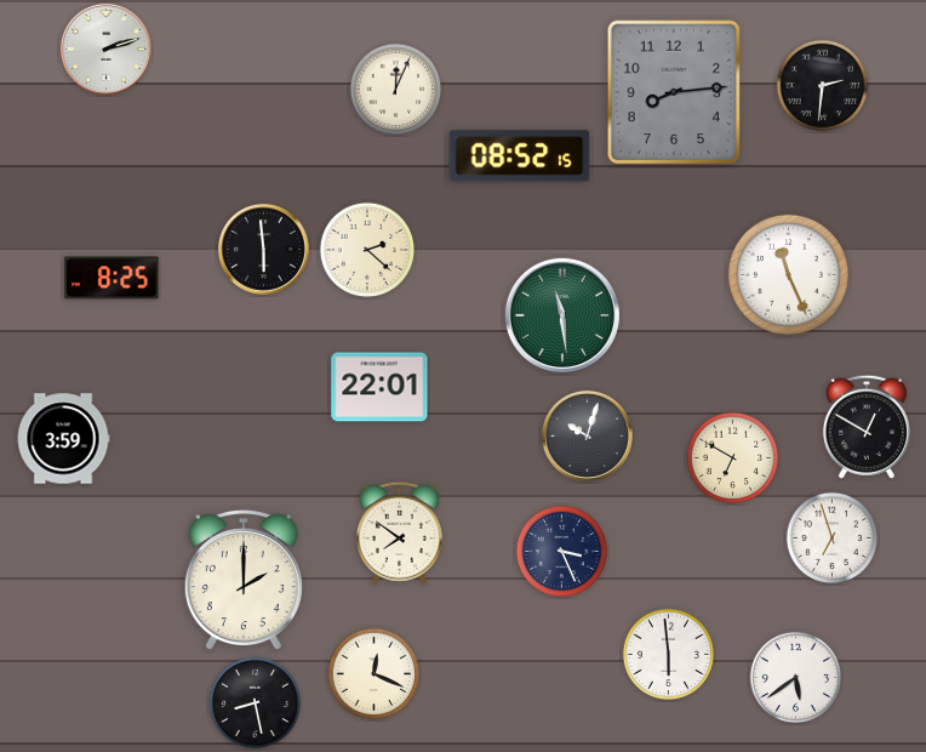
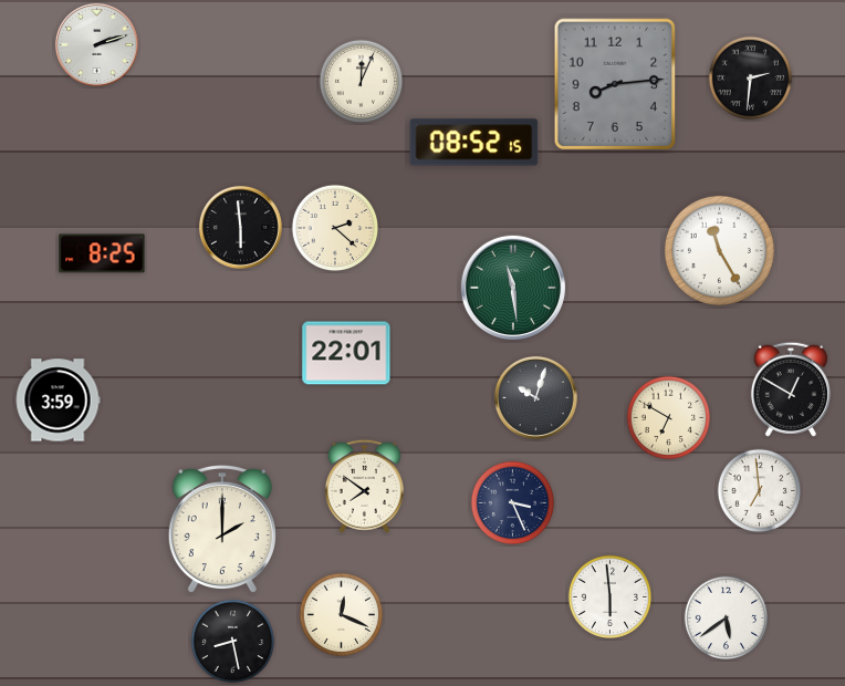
clock at (788, 274): 11:26 -> 11:25
clock at (833, 539): 6:57 -> 6:59
